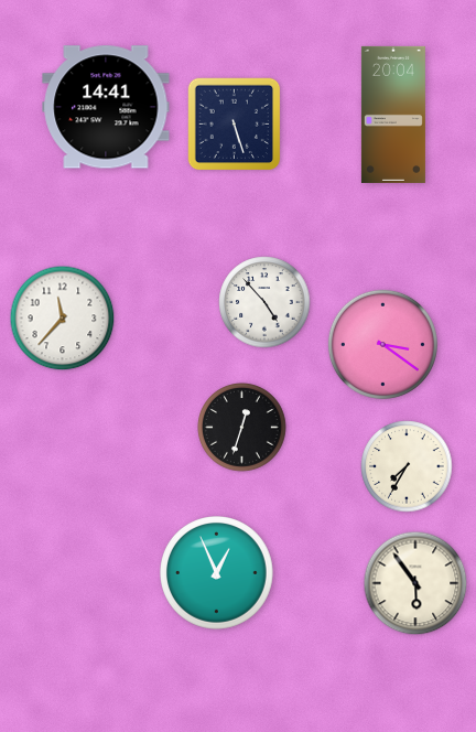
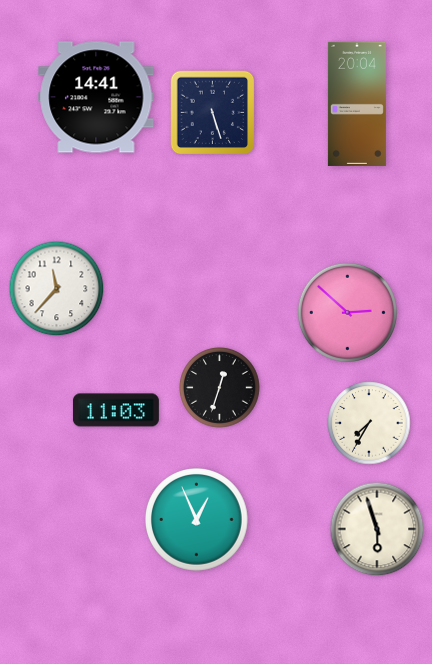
clock at (264, 302): 4:53 -> none
clock at (382, 344): 3:21 -> 2:52
clock at (116, 410): none -> 11:03
clock at (415, 583): 5:54 -> 5:57
